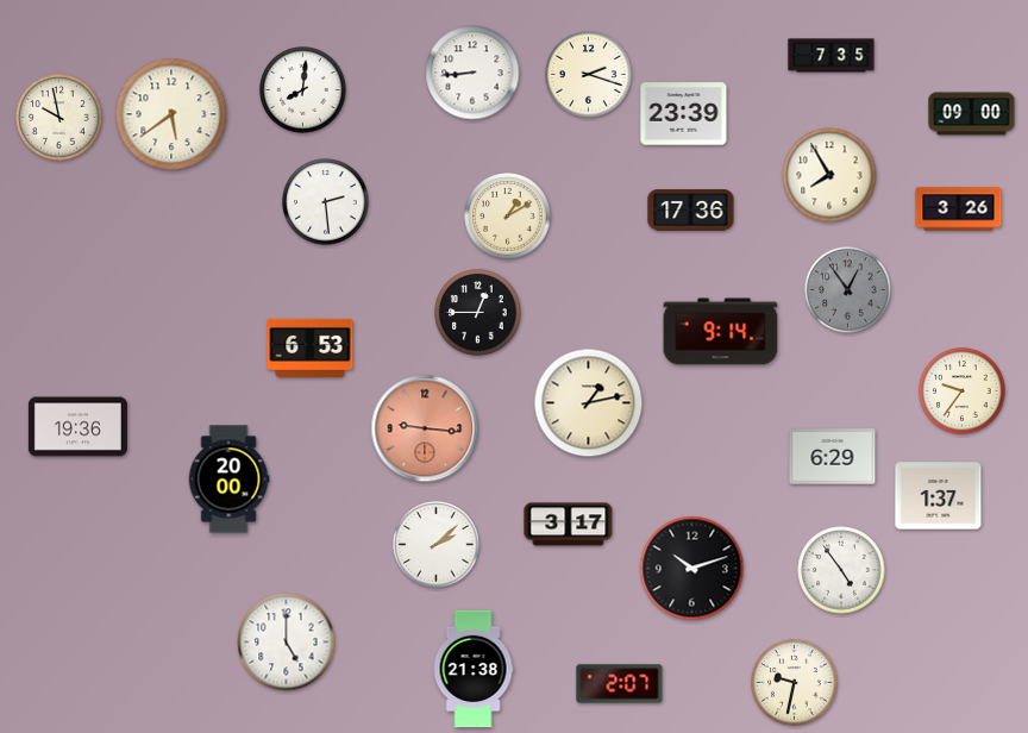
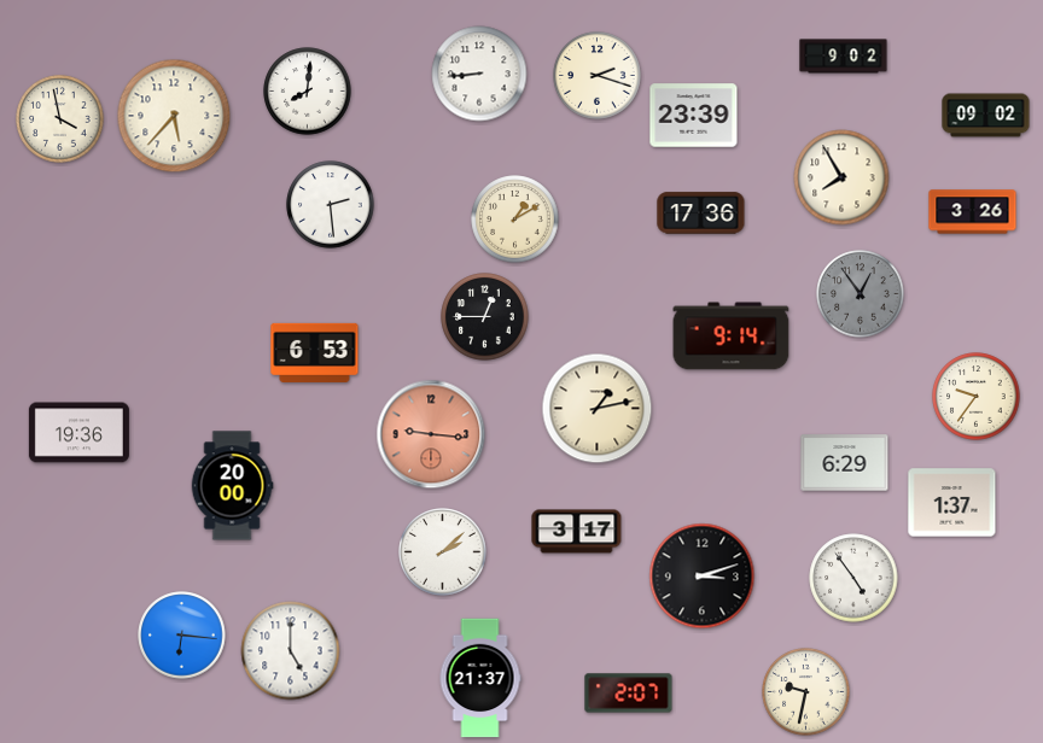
clock at (832, 56): 7:35 -> 9:02
clock at (171, 114): 5:39 -> 5:37
clock at (972, 114): 09:00 -> 09:02
clock at (59, 118): 9:58 -> 3:58
clock at (692, 569): 10:12 -> 3:12
clock at (182, 636): none -> 6:16
clock at (474, 669): 21:38 -> 21:37
